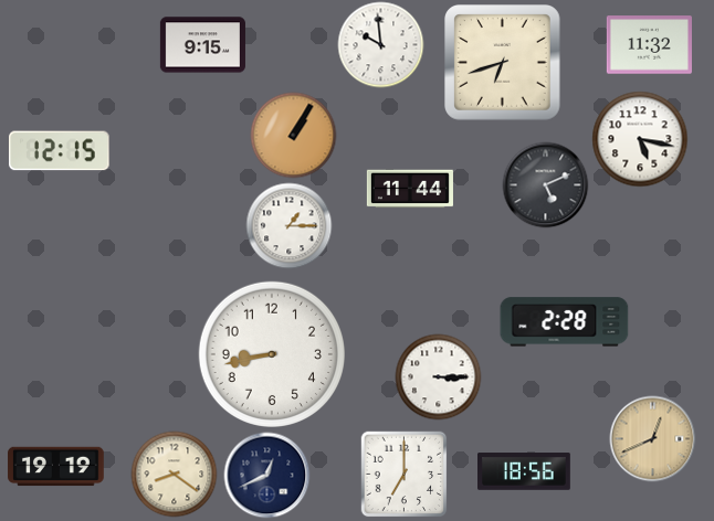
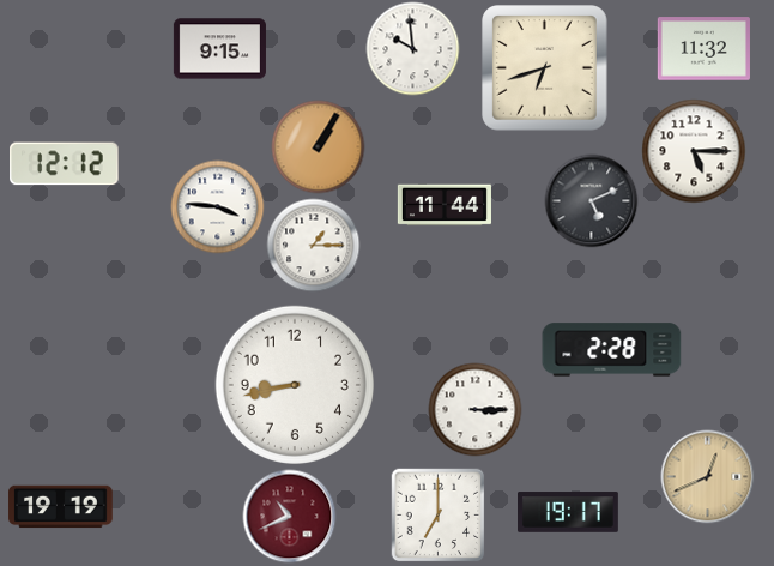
clock at (640, 139): 5:17 -> 5:15
clock at (60, 151): 12:15 -> 12:12
clock at (217, 206): none -> 3:46
clock at (525, 471): 18:56 -> 19:17
clock at (174, 474): 8:21 -> none
clock at (266, 475): 12:41 -> 10:41
clock at (266, 475) dial: navy -> burgundy
